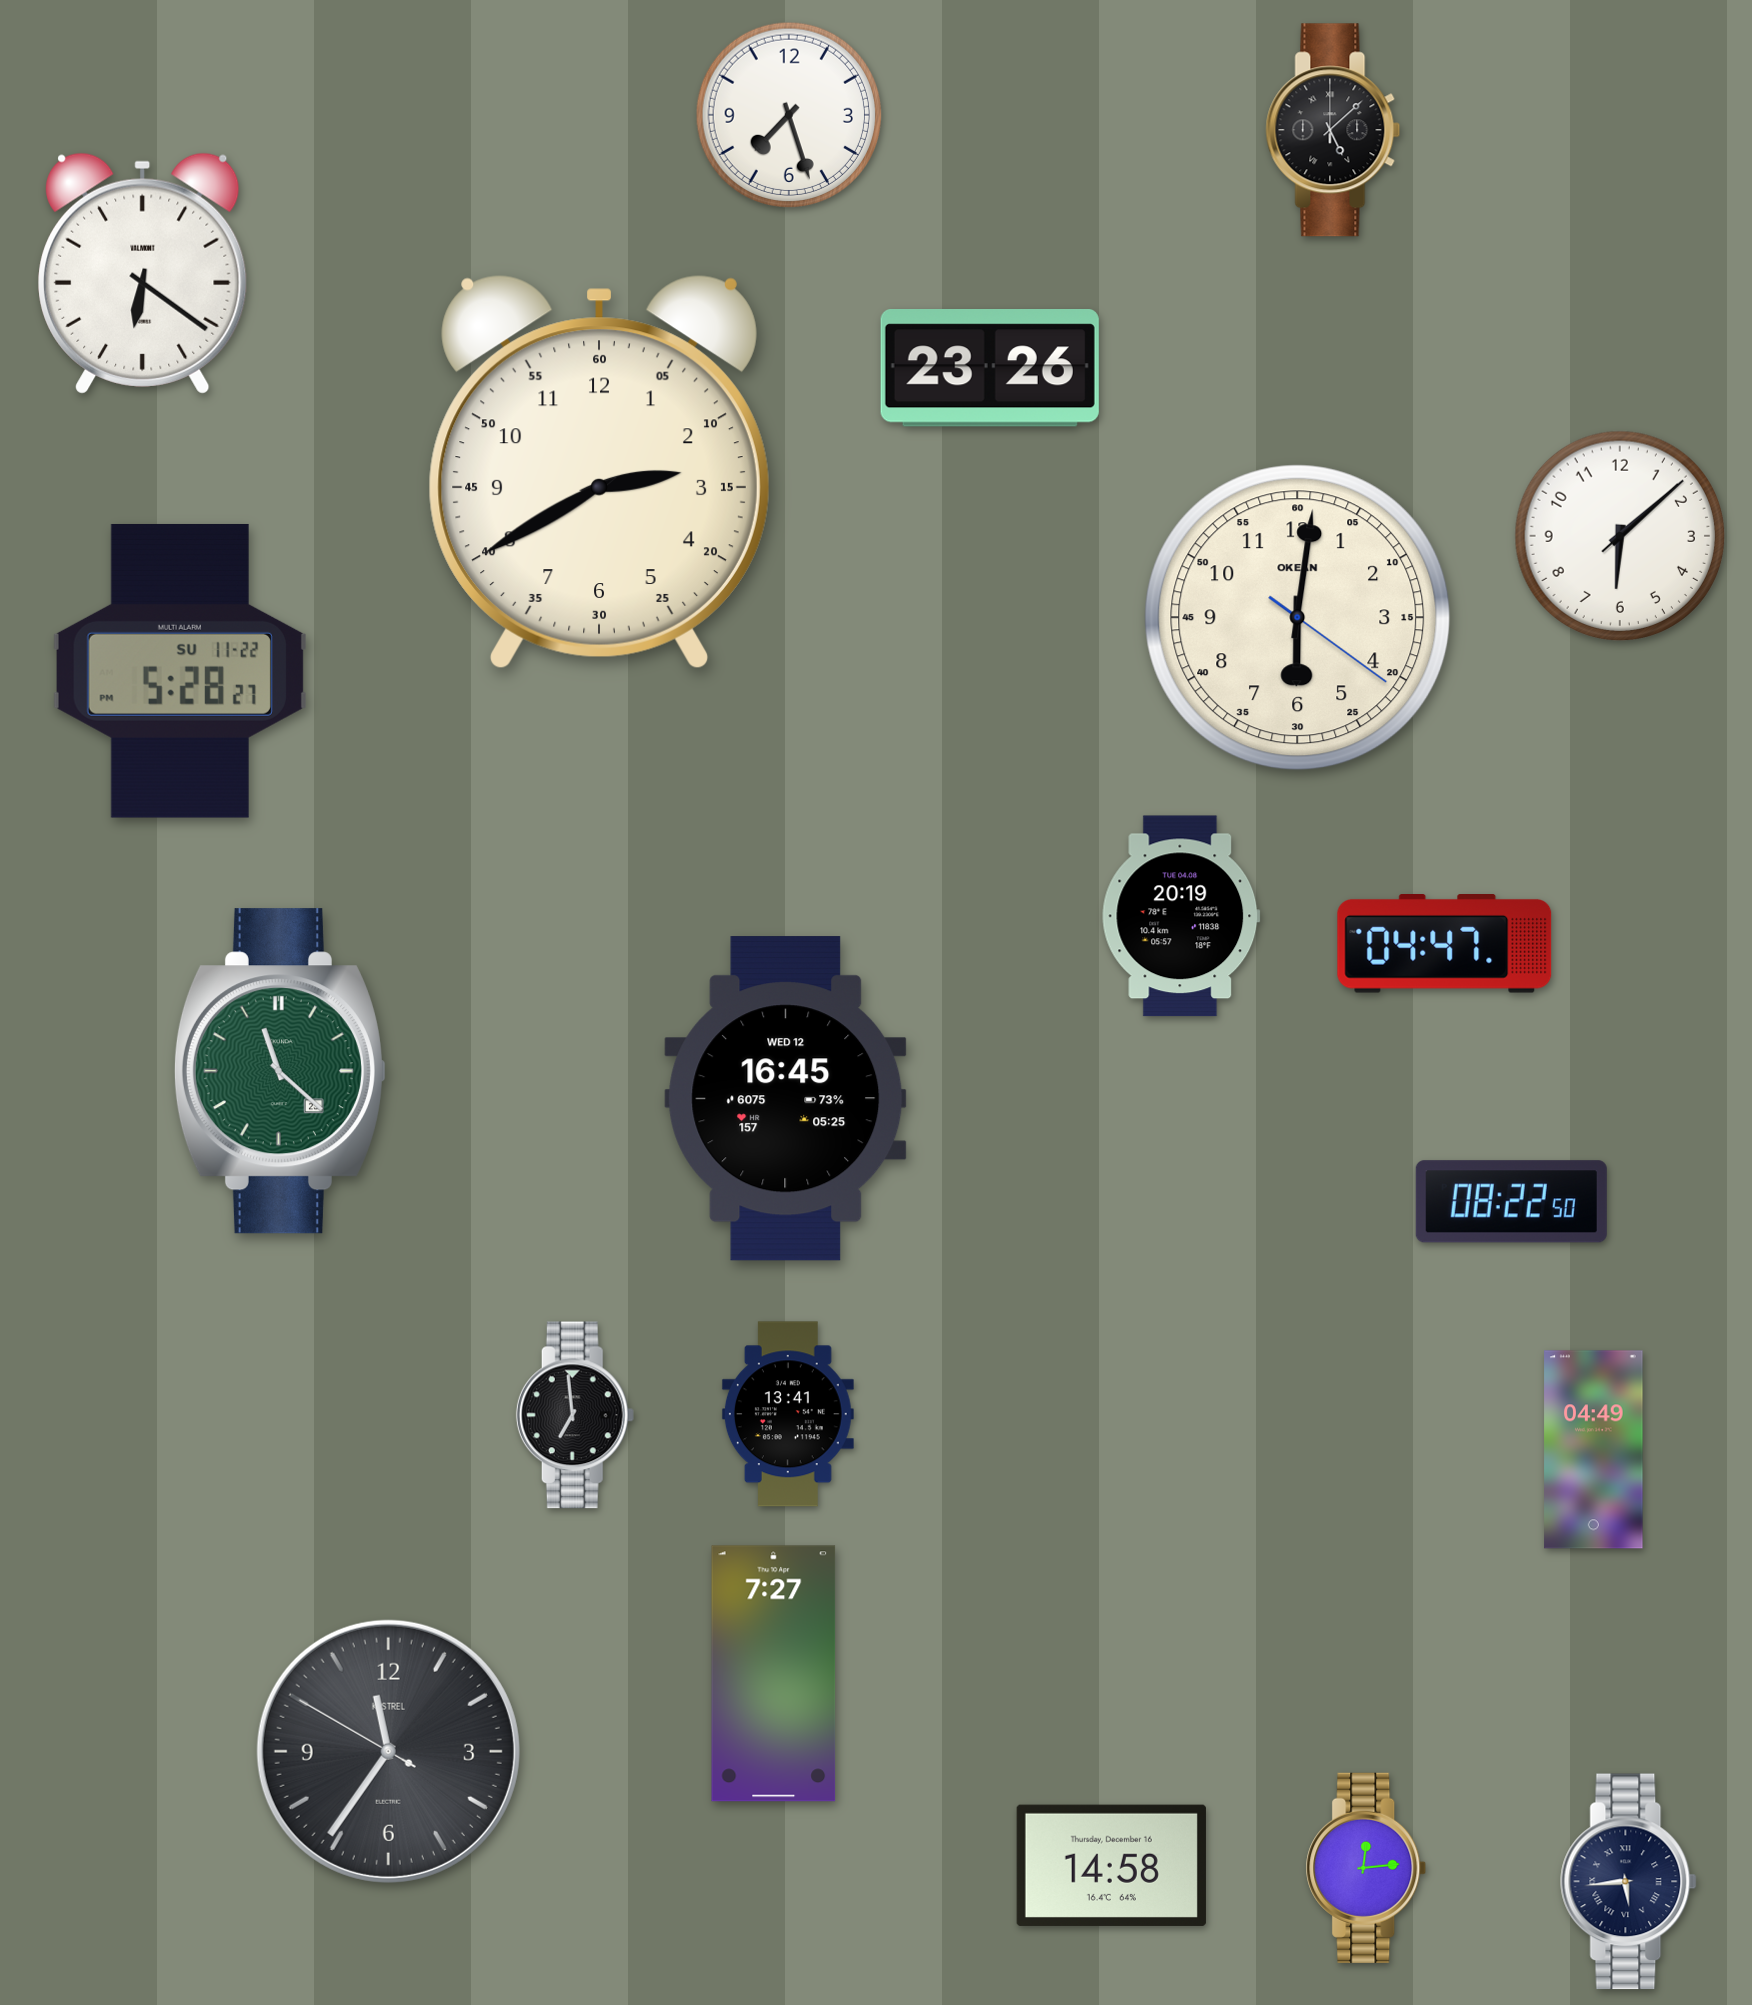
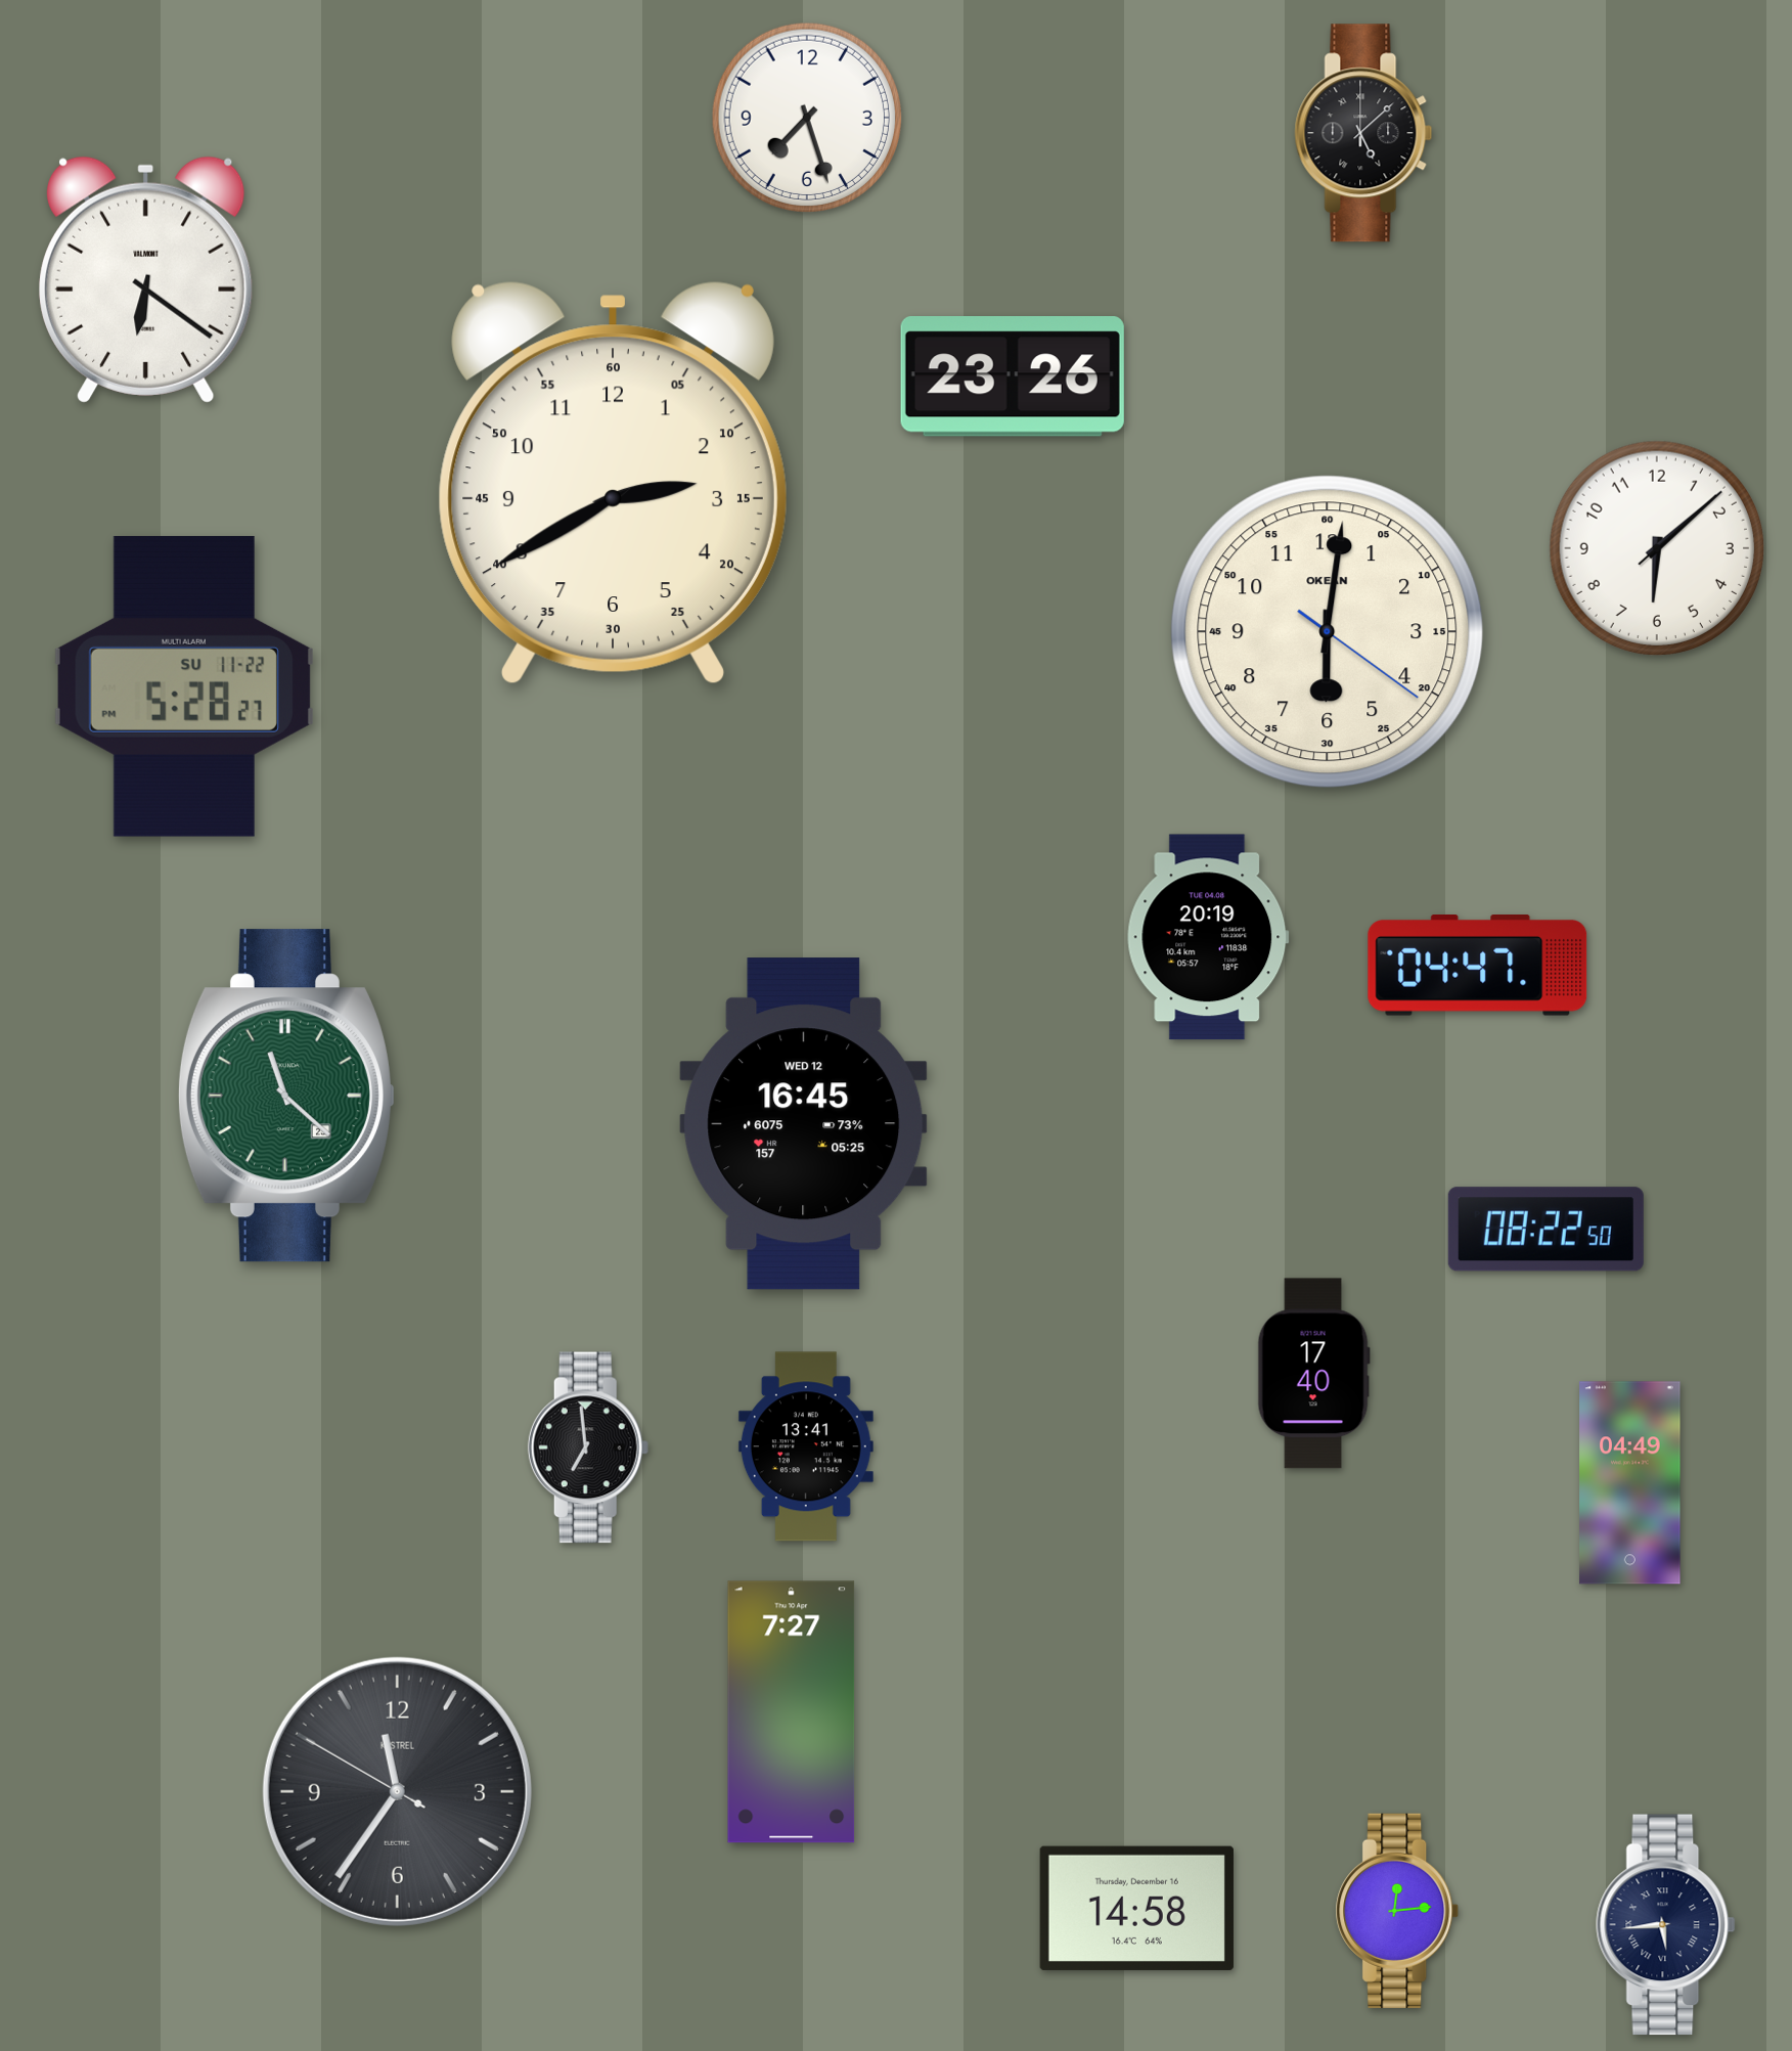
clock at (1313, 1374): none -> 17:40
